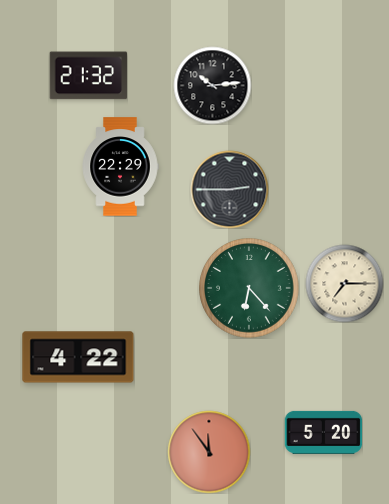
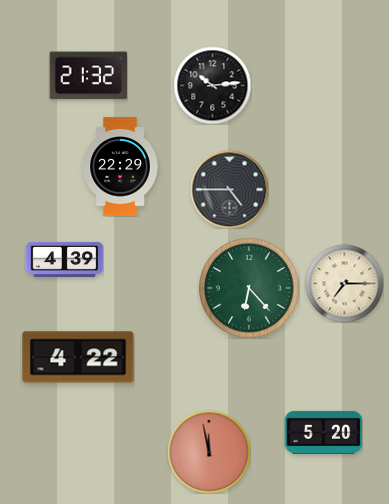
clock at (229, 189): 2:45 -> 4:45
clock at (64, 259): none -> 4:39
clock at (209, 452): 11:54 -> 11:58
